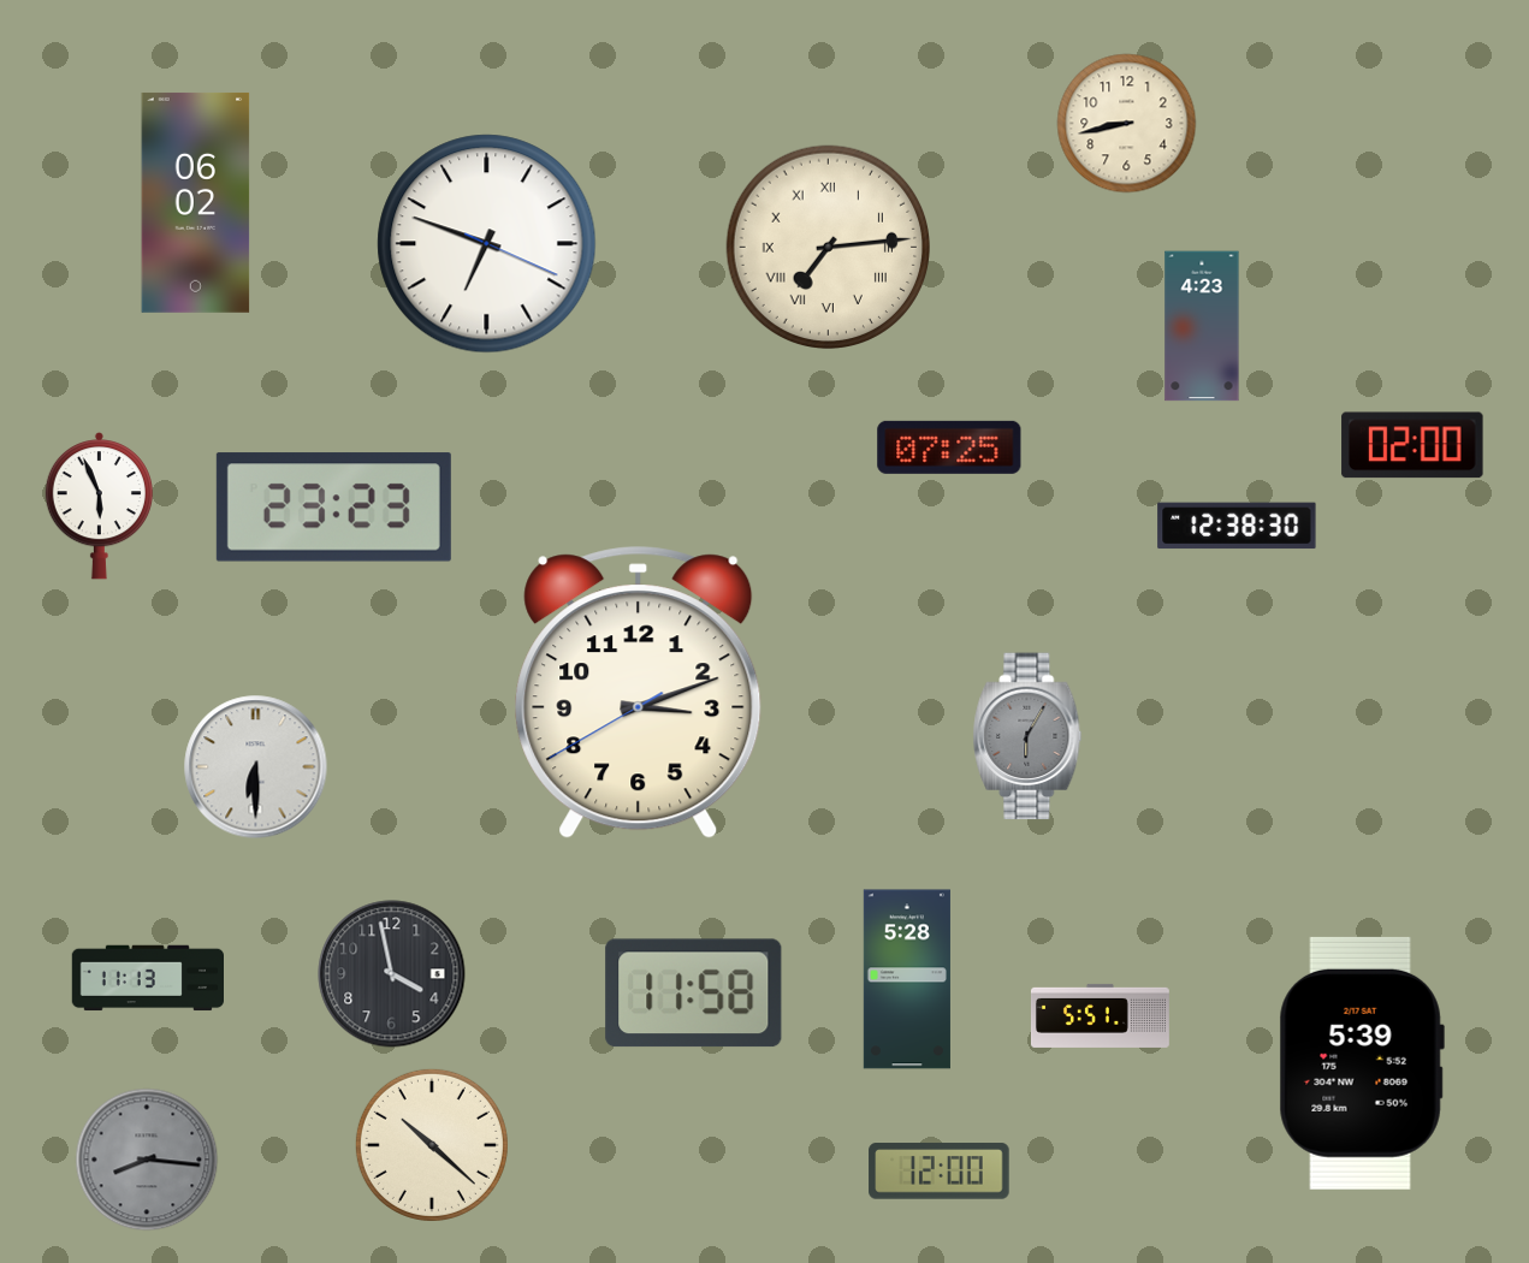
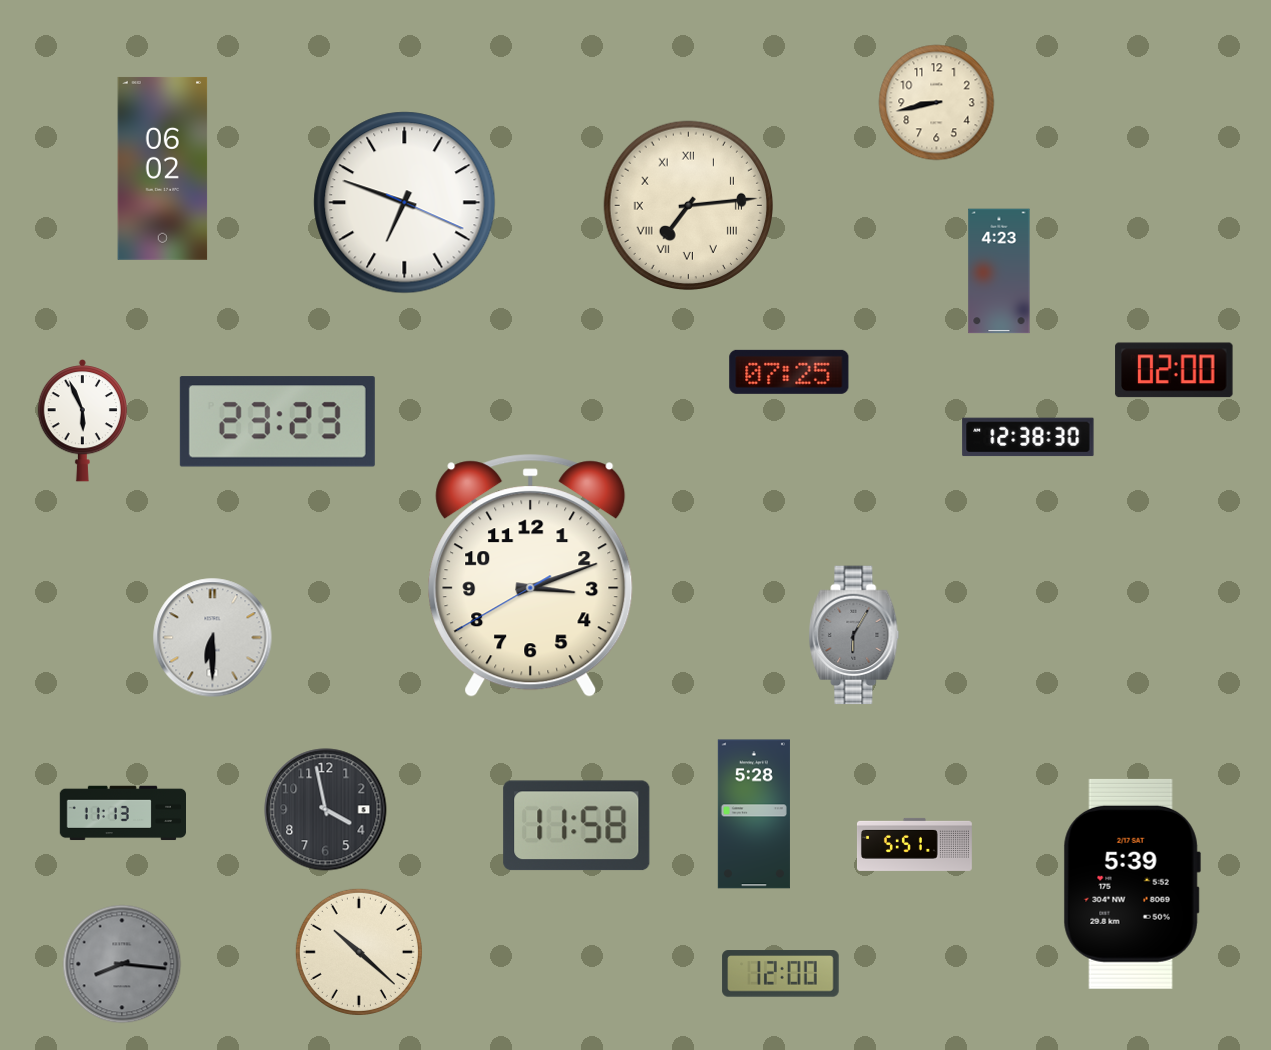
clock at (1027, 736) position: (1027, 736) -> (854, 635)
